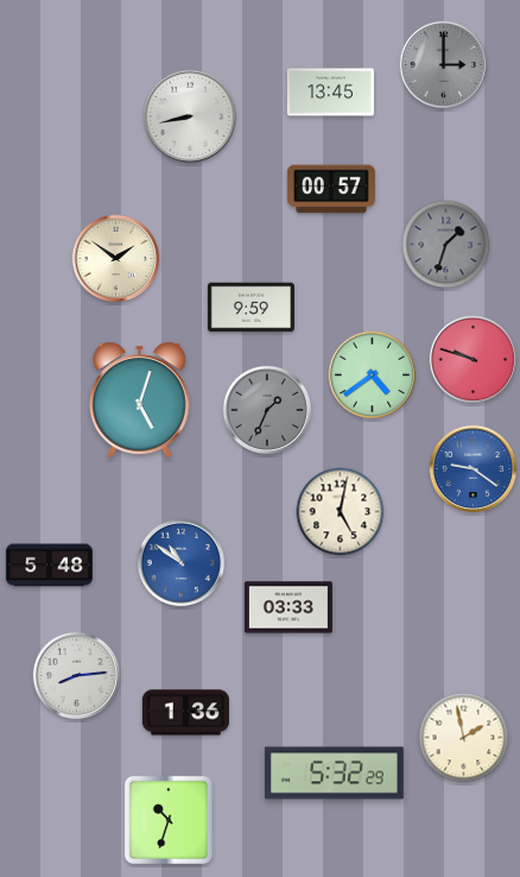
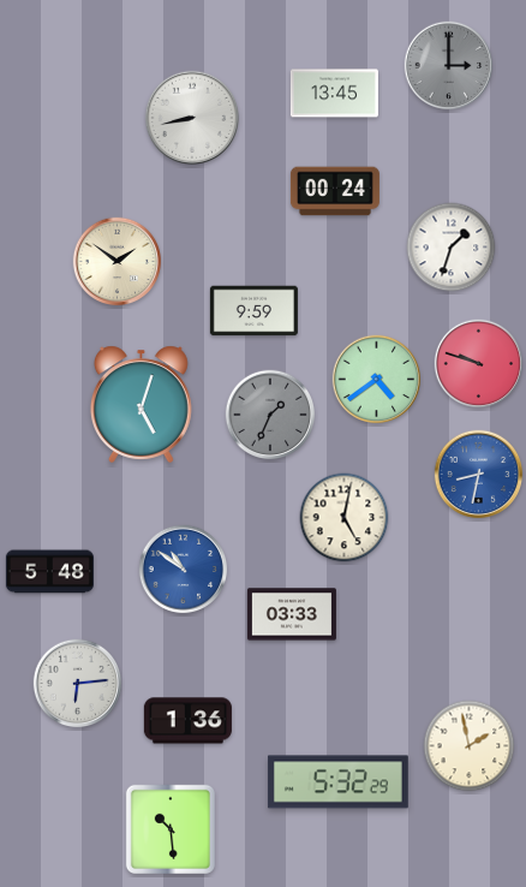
clock at (331, 189): 00:57 -> 00:24
clock at (446, 245) dial: grey -> white
clock at (474, 469): 9:21 -> 8:32
clock at (77, 676): 8:14 -> 6:14
clock at (169, 820): 10:33 -> 10:29
